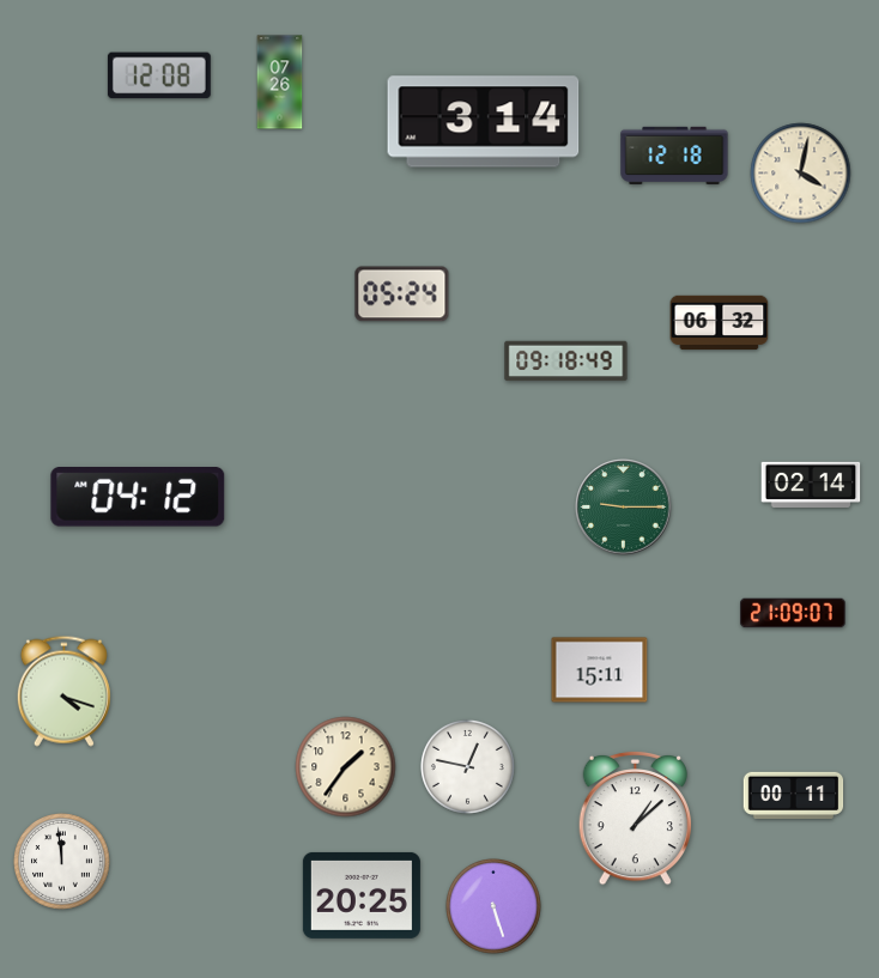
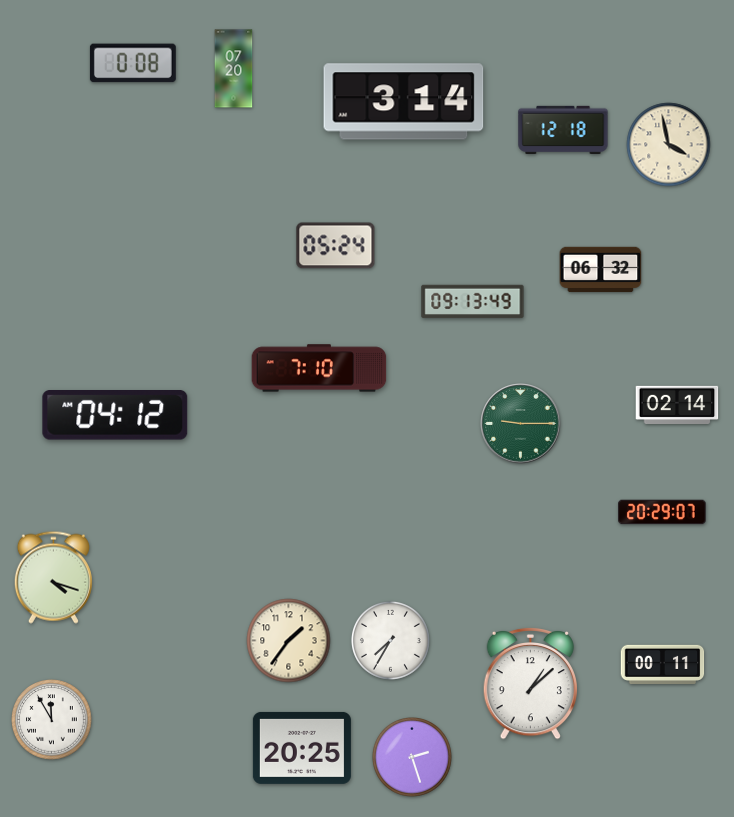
clock at (159, 75): 12:08 -> 0:08
clock at (280, 83): 07:26 -> 07:20
clock at (801, 174): 4:02 -> 3:58
clock at (566, 362): 09:18 -> 09:13
clock at (319, 368): none -> 7:10
clock at (793, 613): 21:09 -> 20:29
clock at (600, 670): 15:11 -> none
clock at (467, 766): 12:47 -> 7:35
clock at (62, 862): 11:59 -> 11:55
clock at (495, 907): 5:27 -> 2:27
